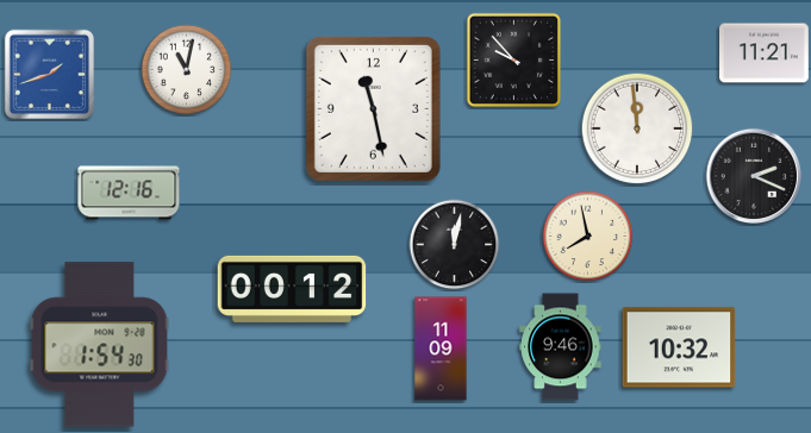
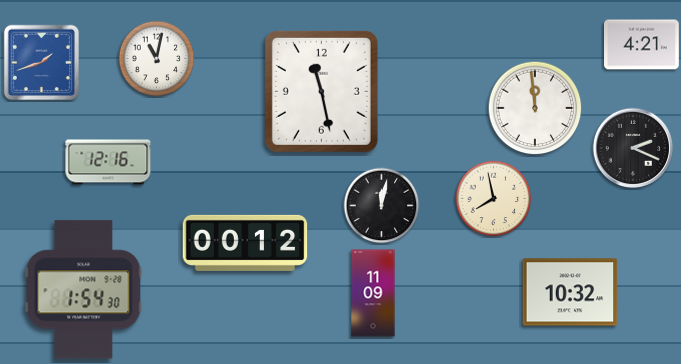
clock at (765, 54): 11:21 -> 4:21
clock at (513, 59): 9:53 -> none
clock at (373, 108) position: (373, 108) -> (321, 91)
clock at (561, 347): 9:46 -> none
clock at (441, 349) position: (441, 349) -> (373, 293)
